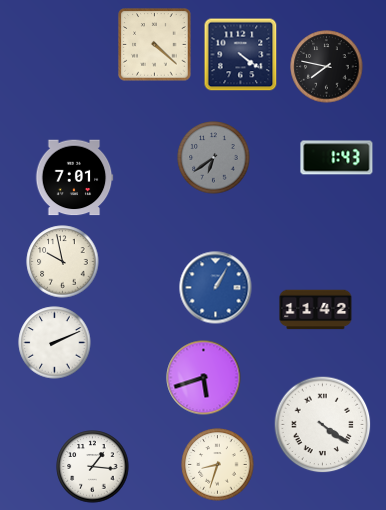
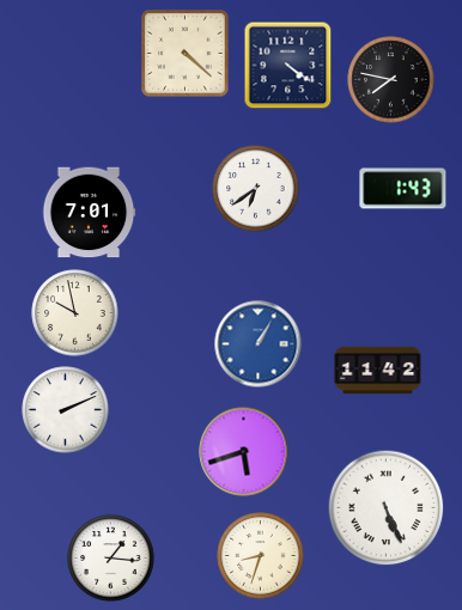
clock at (214, 158) dial: grey -> white
clock at (323, 425): 4:21 -> 5:26
